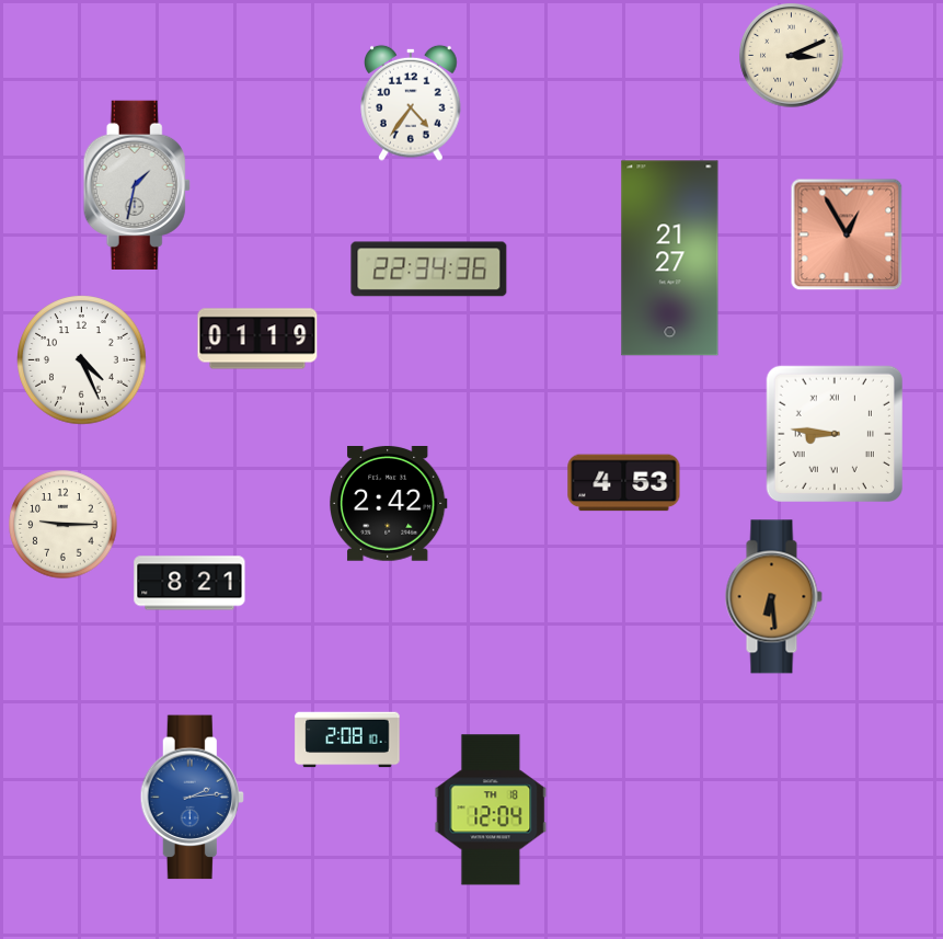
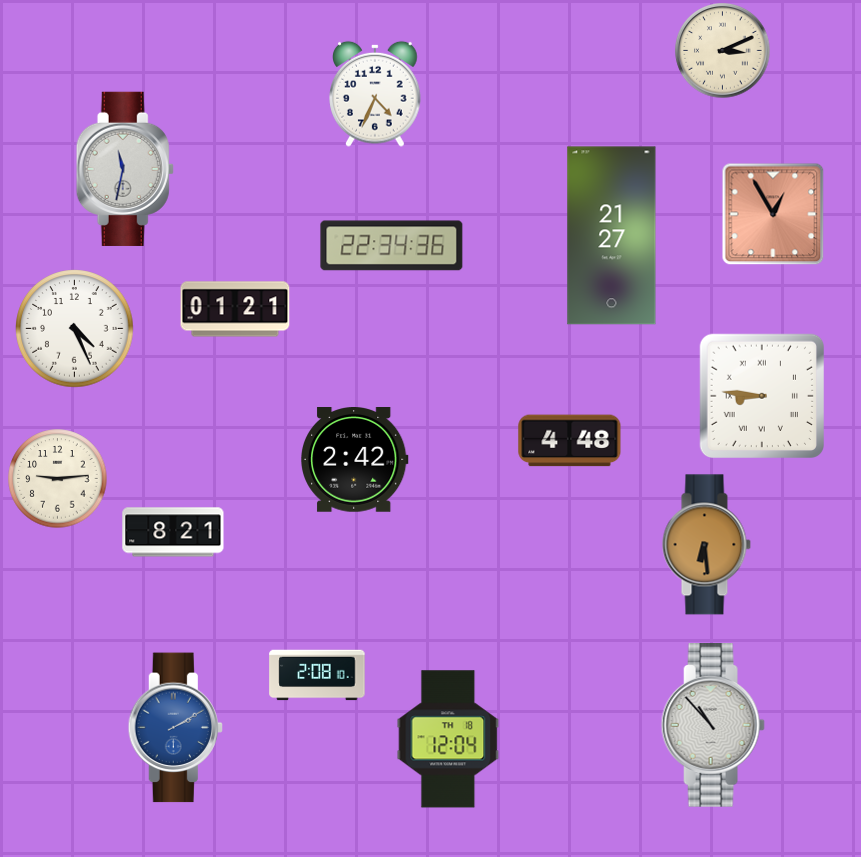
clock at (411, 103): 4:36 -> 4:34
clock at (137, 185): 1:32 -> 11:32
clock at (257, 339): 01:19 -> 01:21
clock at (624, 483): 4:53 -> 4:48
clock at (64, 525): 9:15 -> 9:14
clock at (713, 726): none -> 10:53
clock at (192, 798): 2:14 -> 2:10
